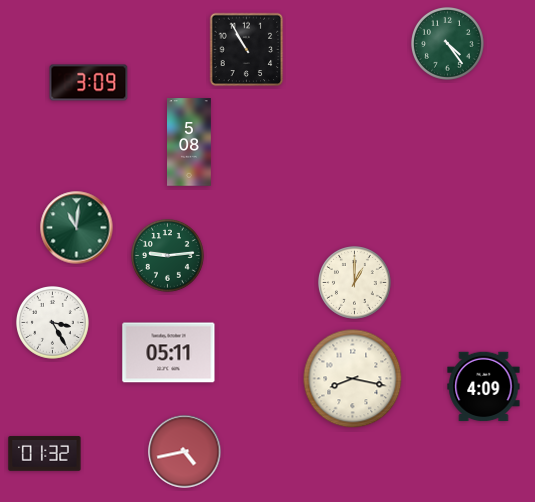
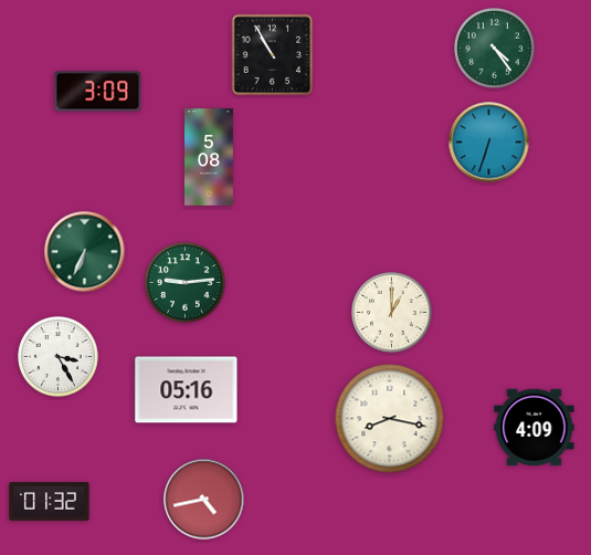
clock at (489, 143): none -> 6:33
clock at (77, 228): 11:01 -> 6:34
clock at (169, 353): 05:11 -> 05:16
